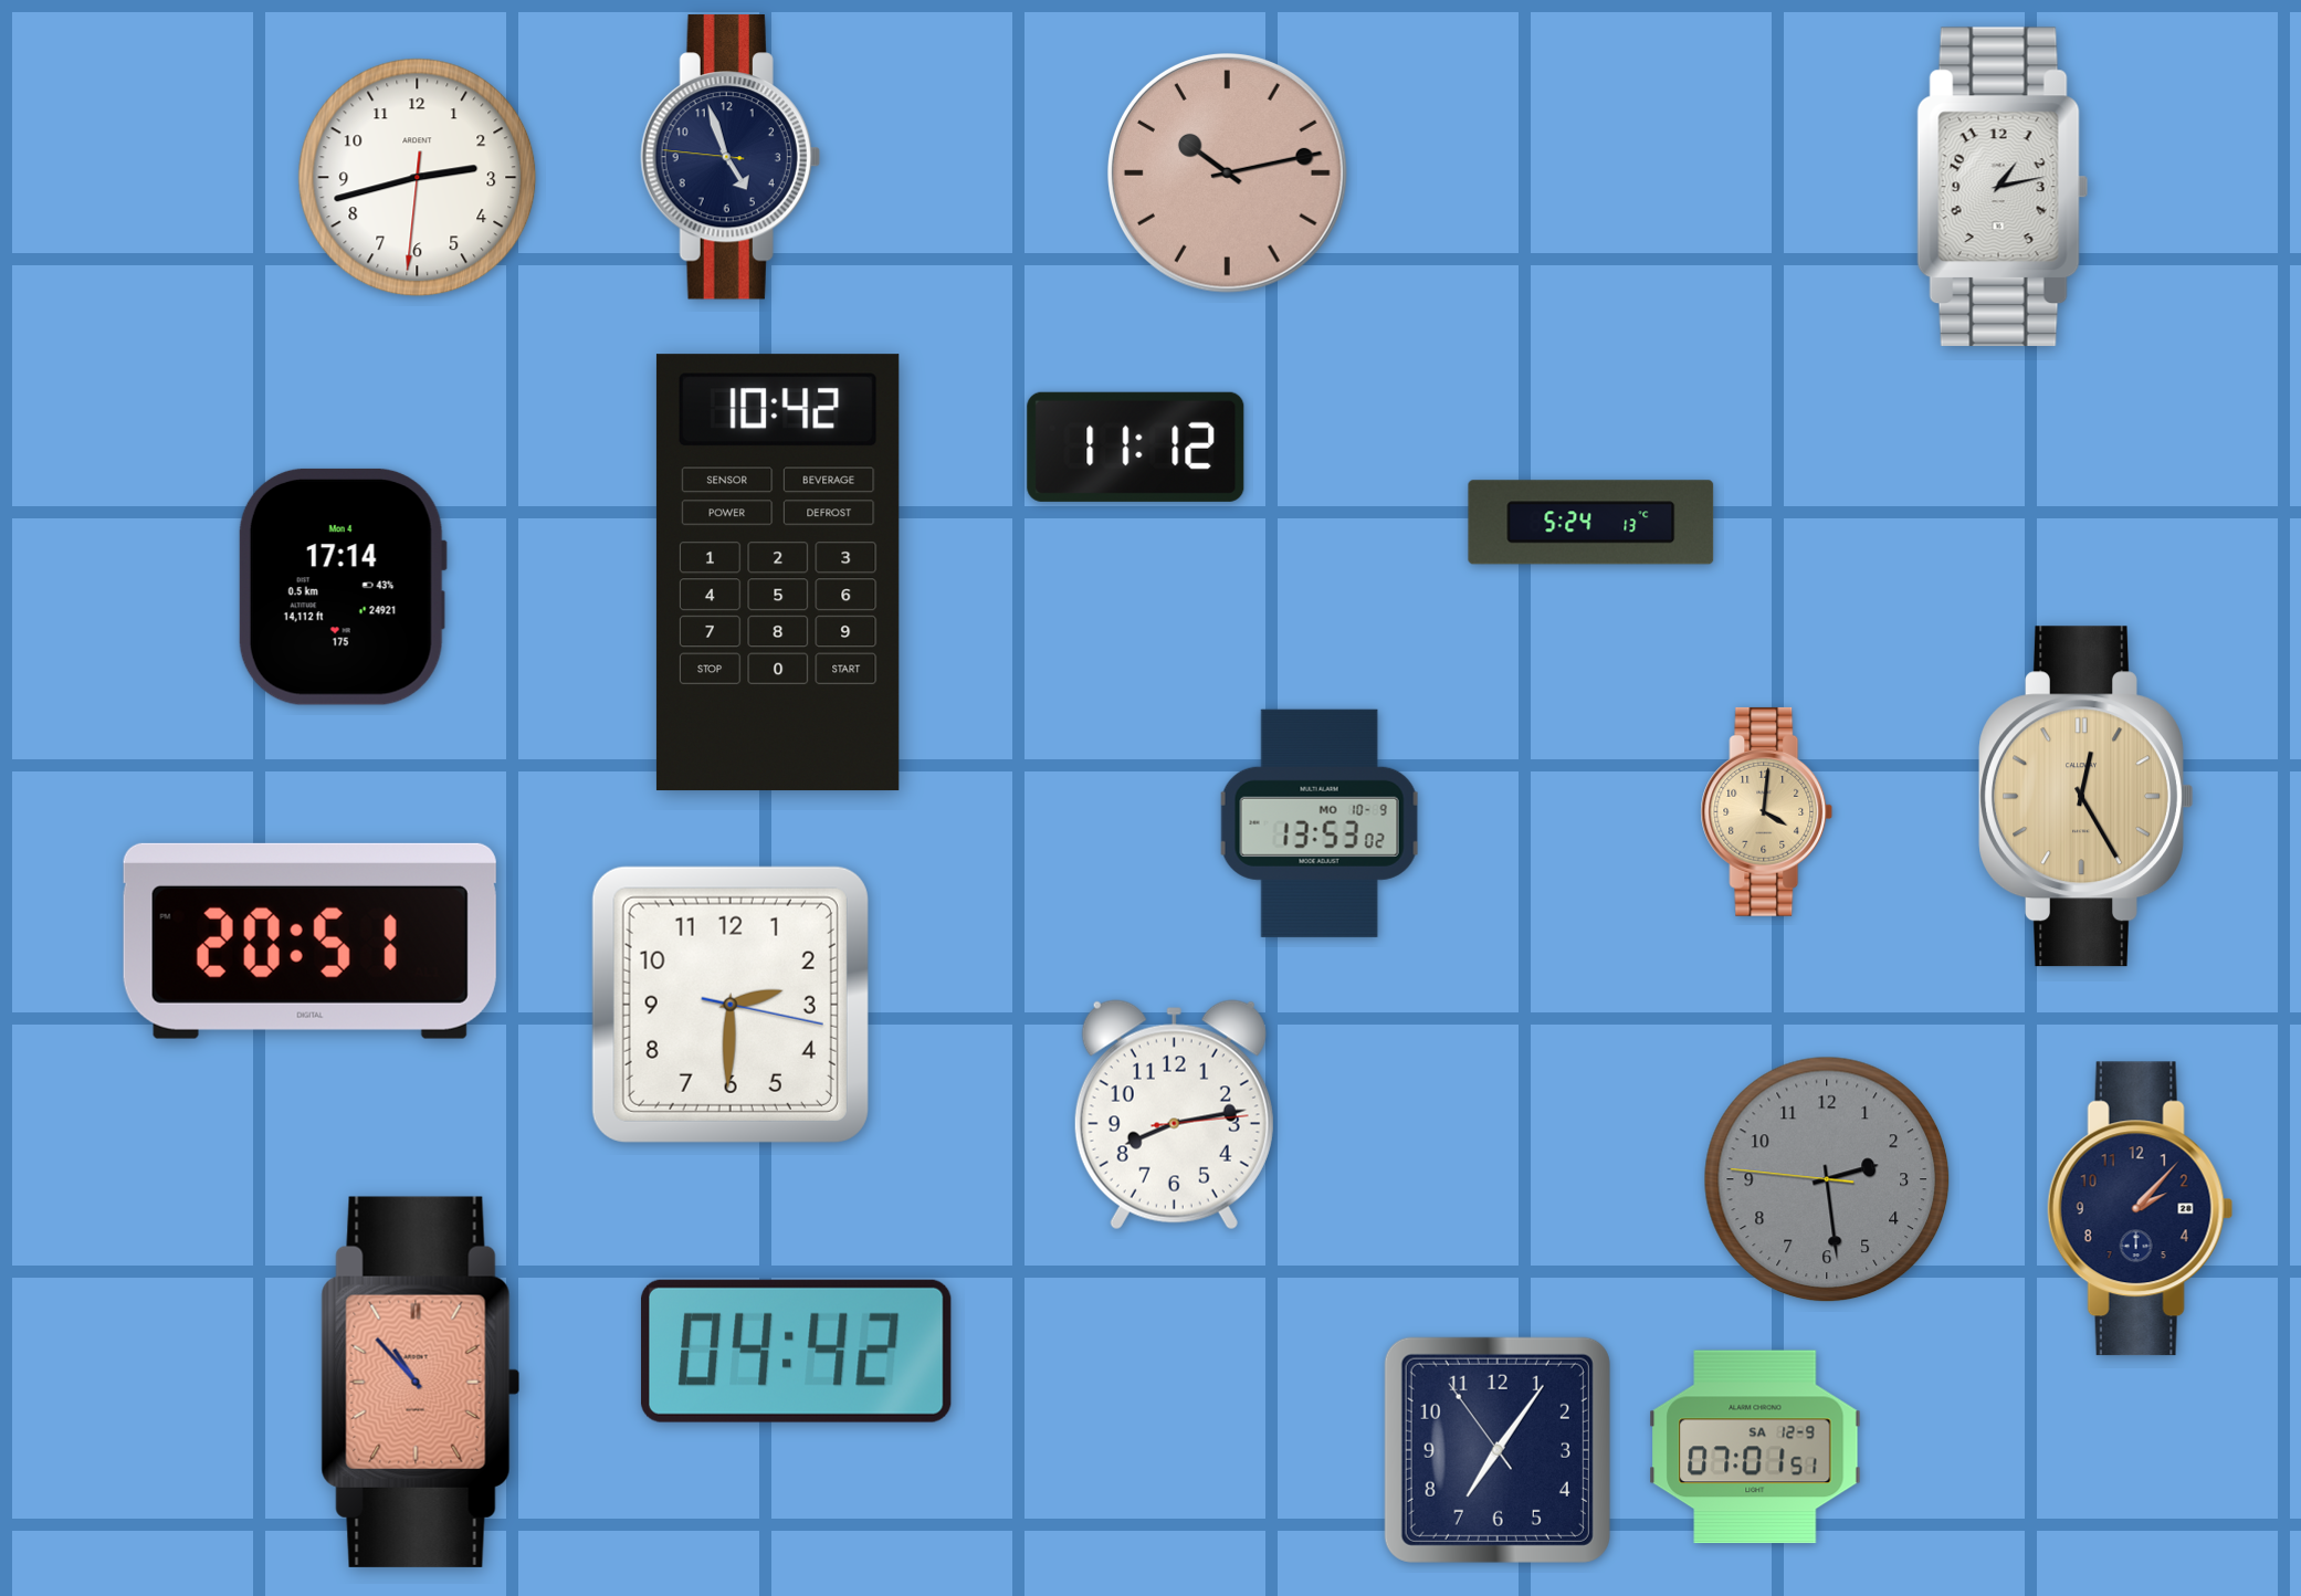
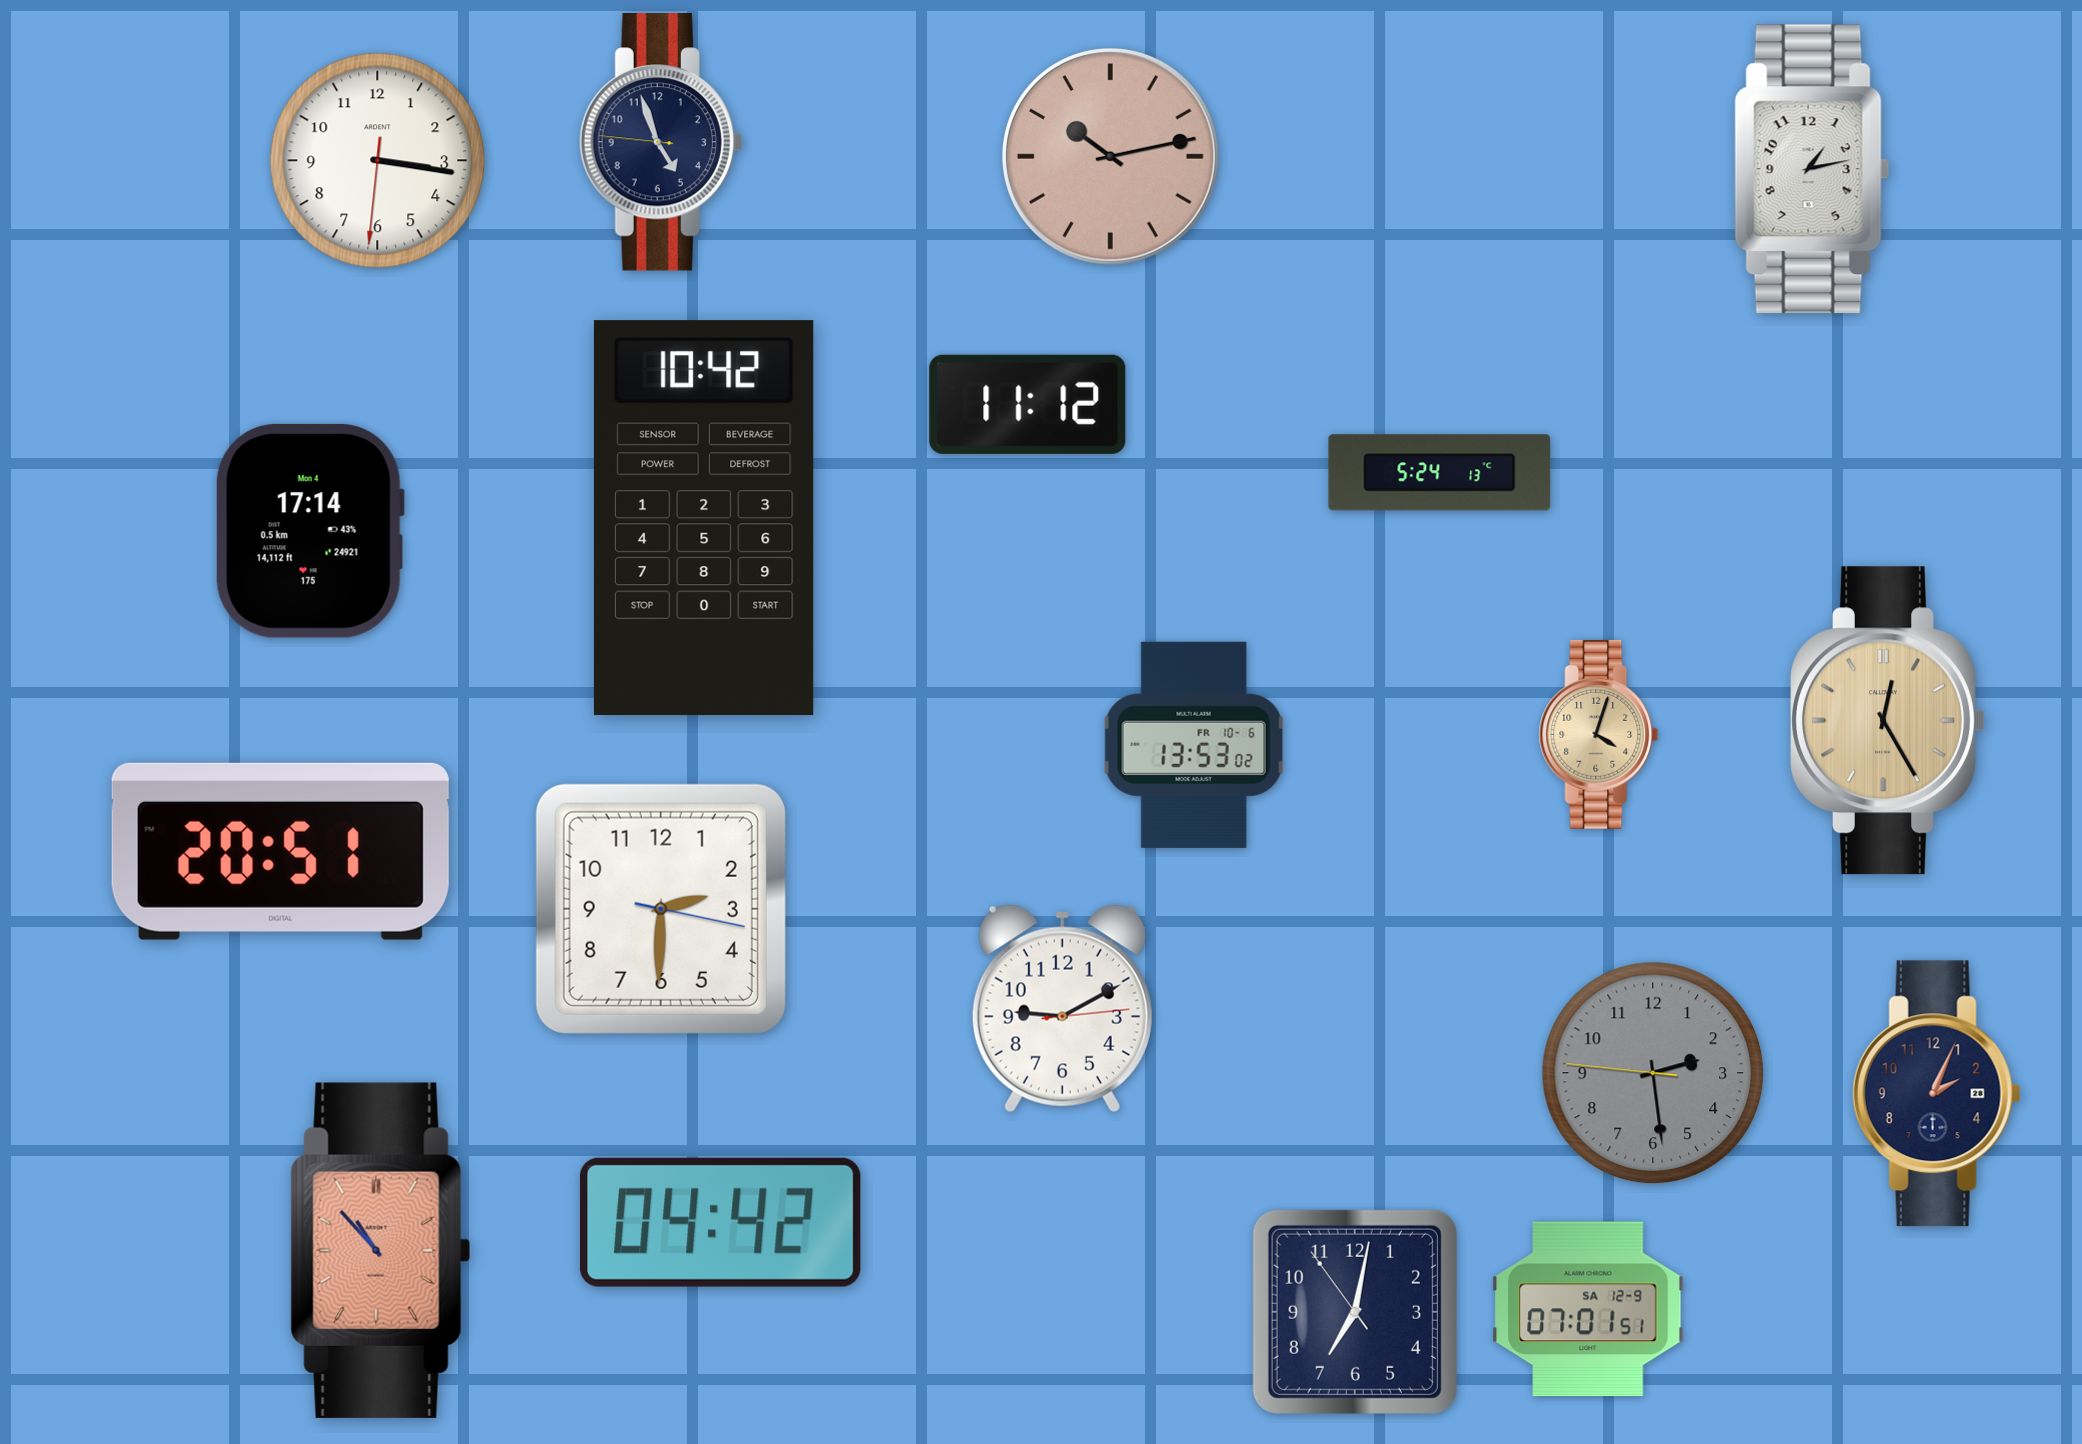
clock at (418, 178): 2:42 -> 3:16
clock at (1767, 811): 4:01 -> 4:03
clock at (1320, 823) date: MO 10-9 -> FR 10-6
clock at (1174, 1115): 8:13 -> 9:10
clock at (1827, 1179) position: (1827, 1179) -> (1653, 1073)
clock at (2140, 1209): 2:07 -> 2:04
clock at (1498, 1450): 7:05 -> 7:01
